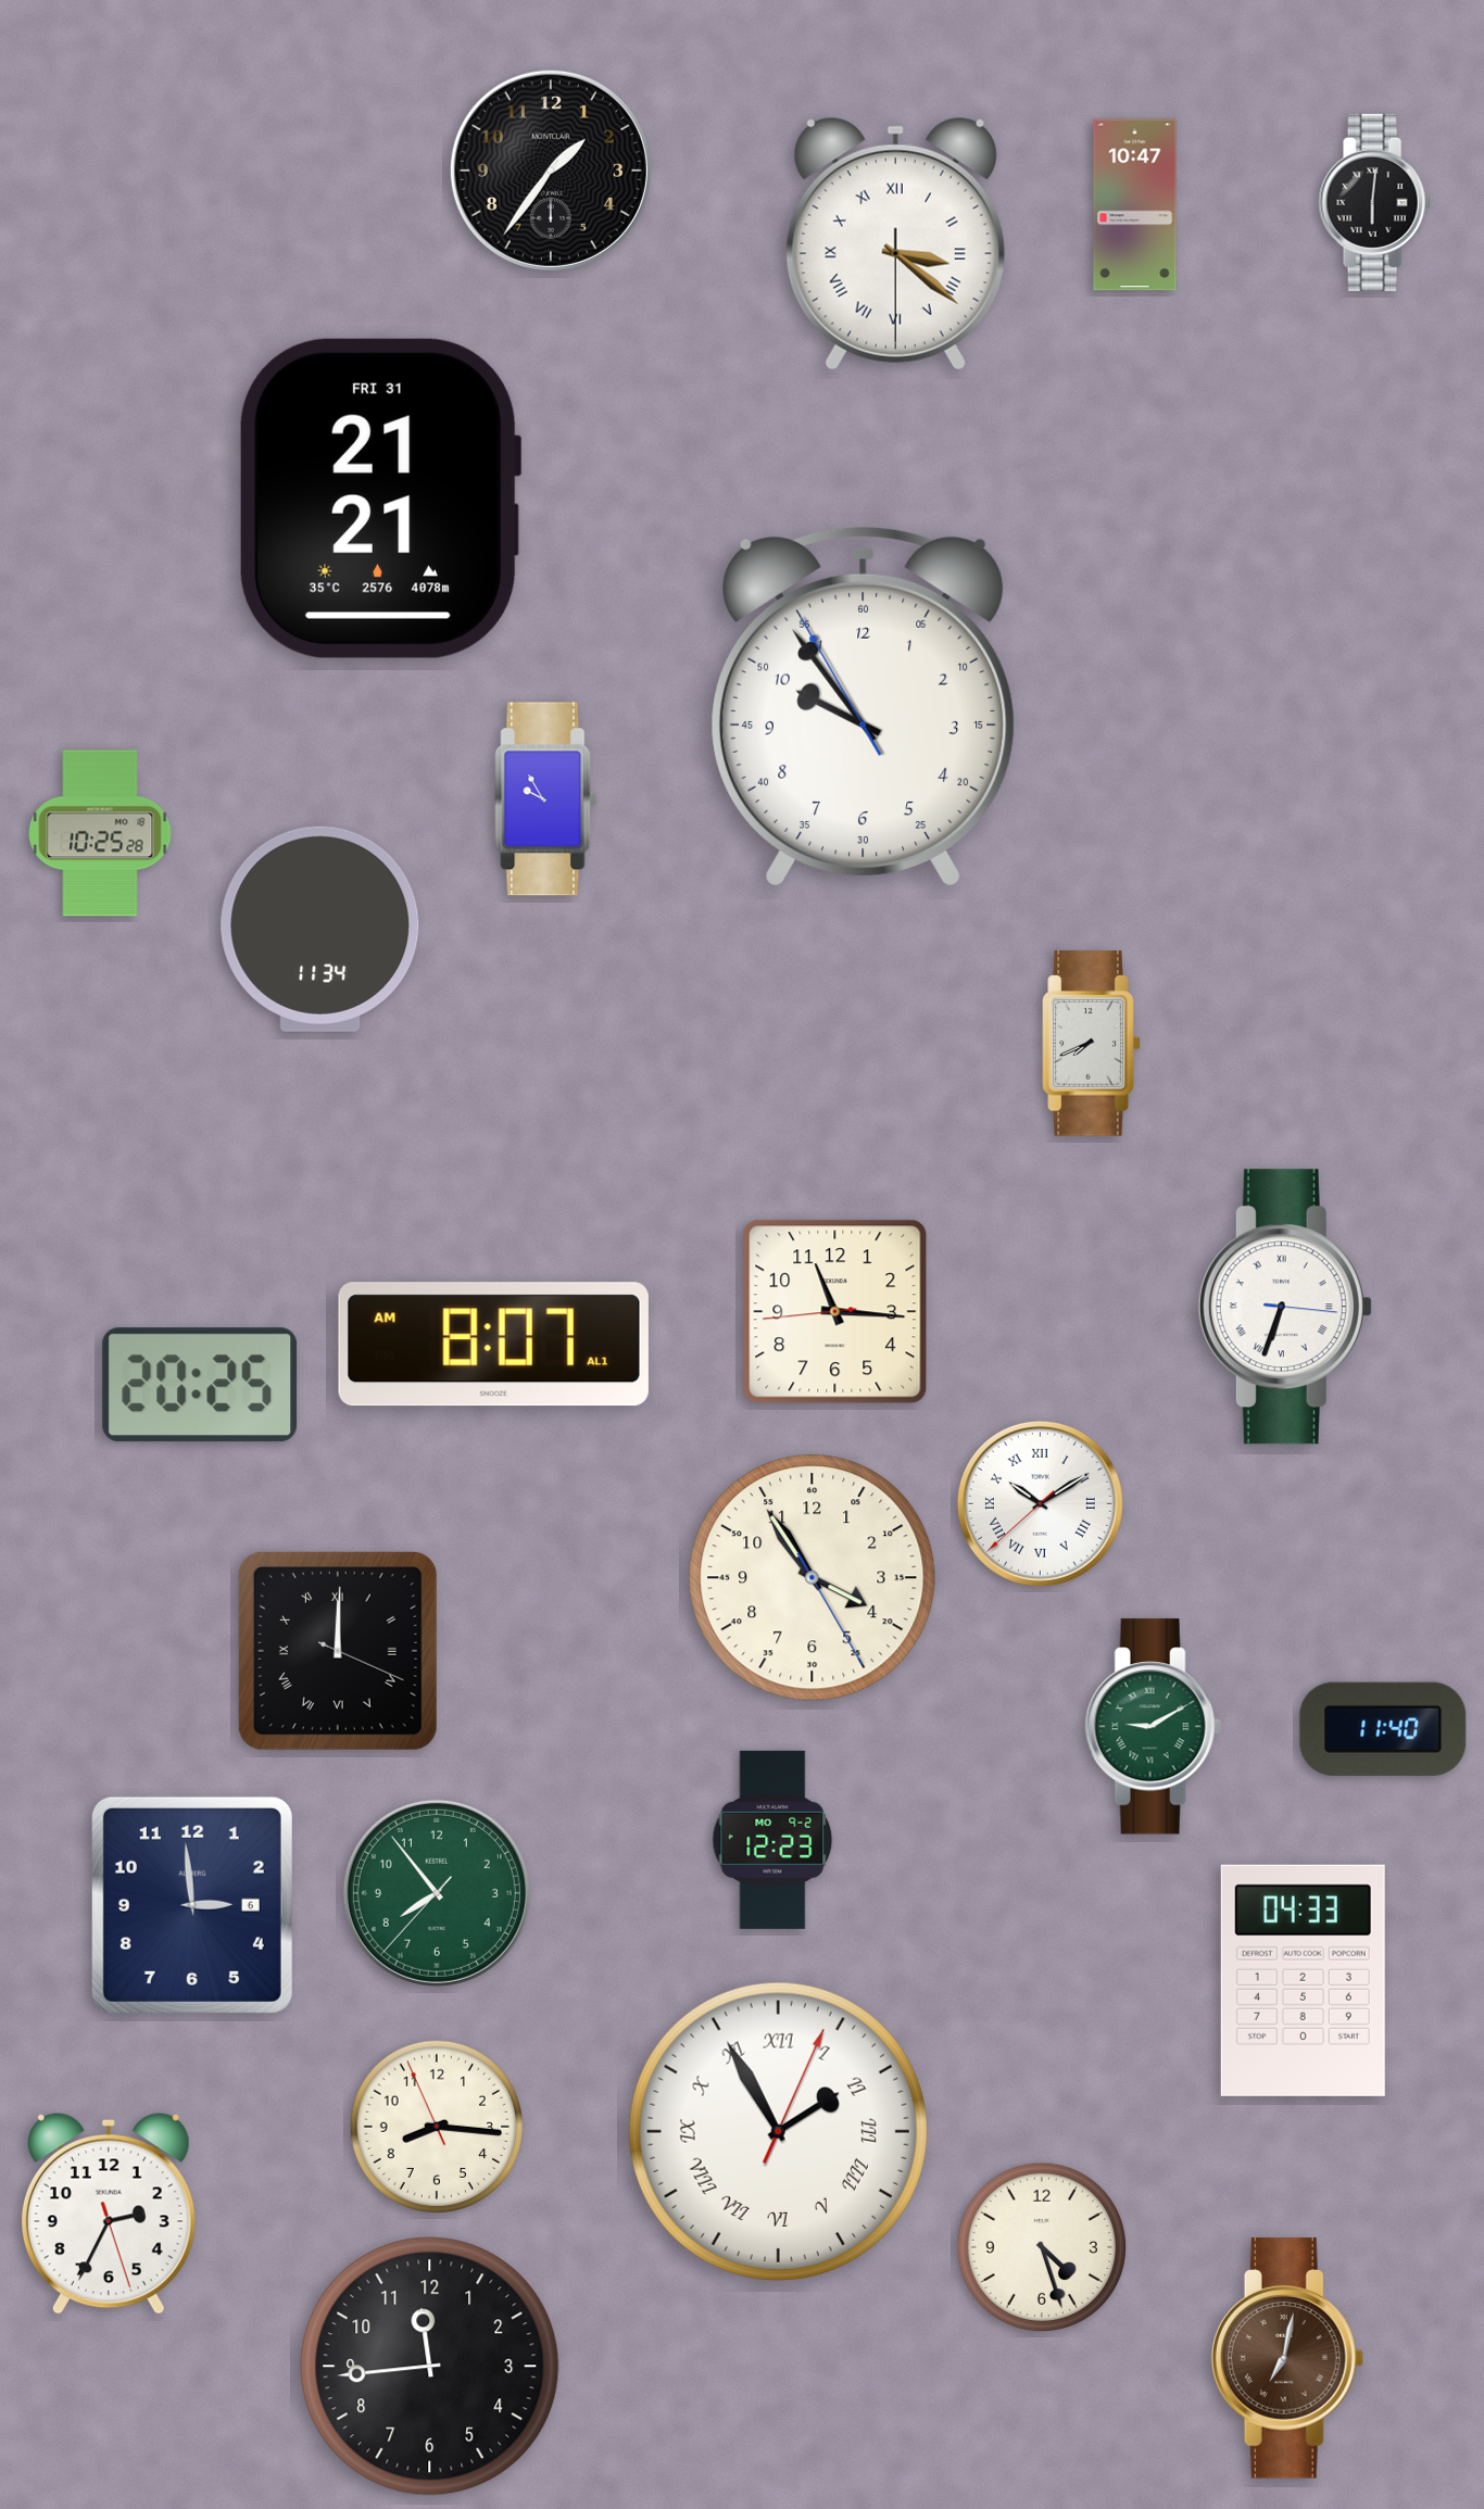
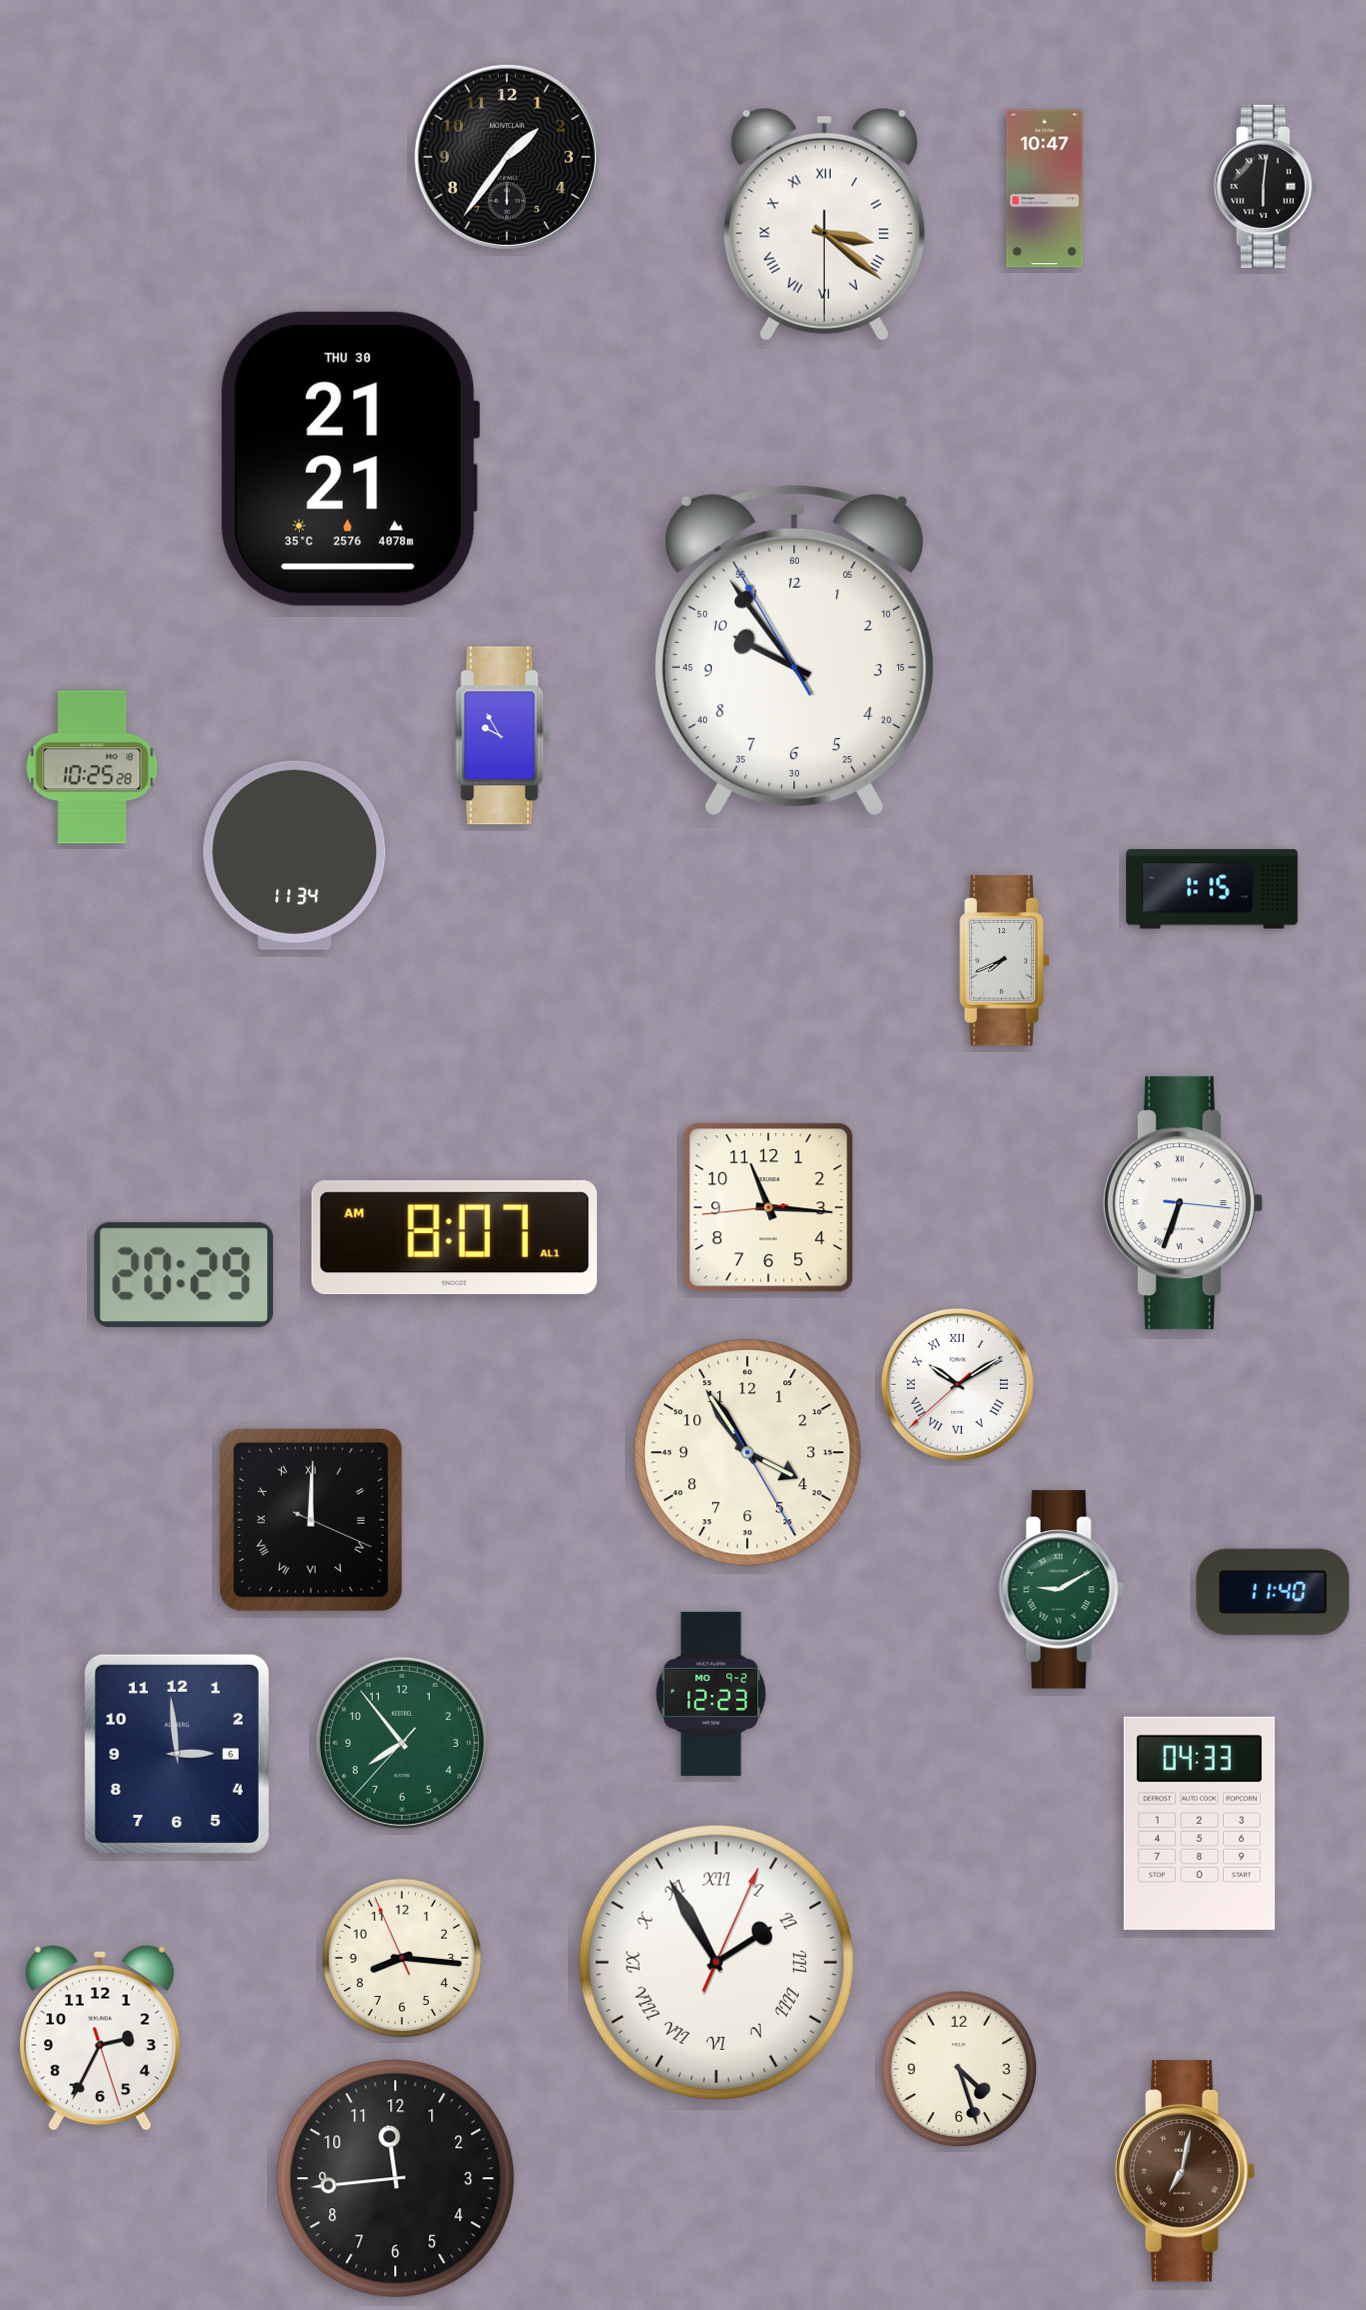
clock at (380, 499) date: FRI 31 -> THU 30
clock at (1212, 889): none -> 1:15
clock at (200, 1385): 20:25 -> 20:29
